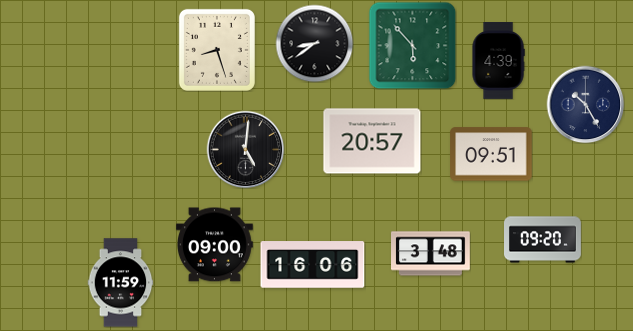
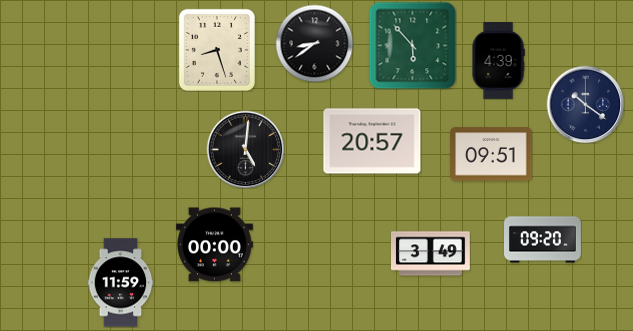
clock at (585, 104): 10:25 -> 10:21
clock at (214, 245): 09:00 -> 00:00
clock at (431, 254): 3:48 -> 3:49
clock at (313, 265): 16:06 -> none
